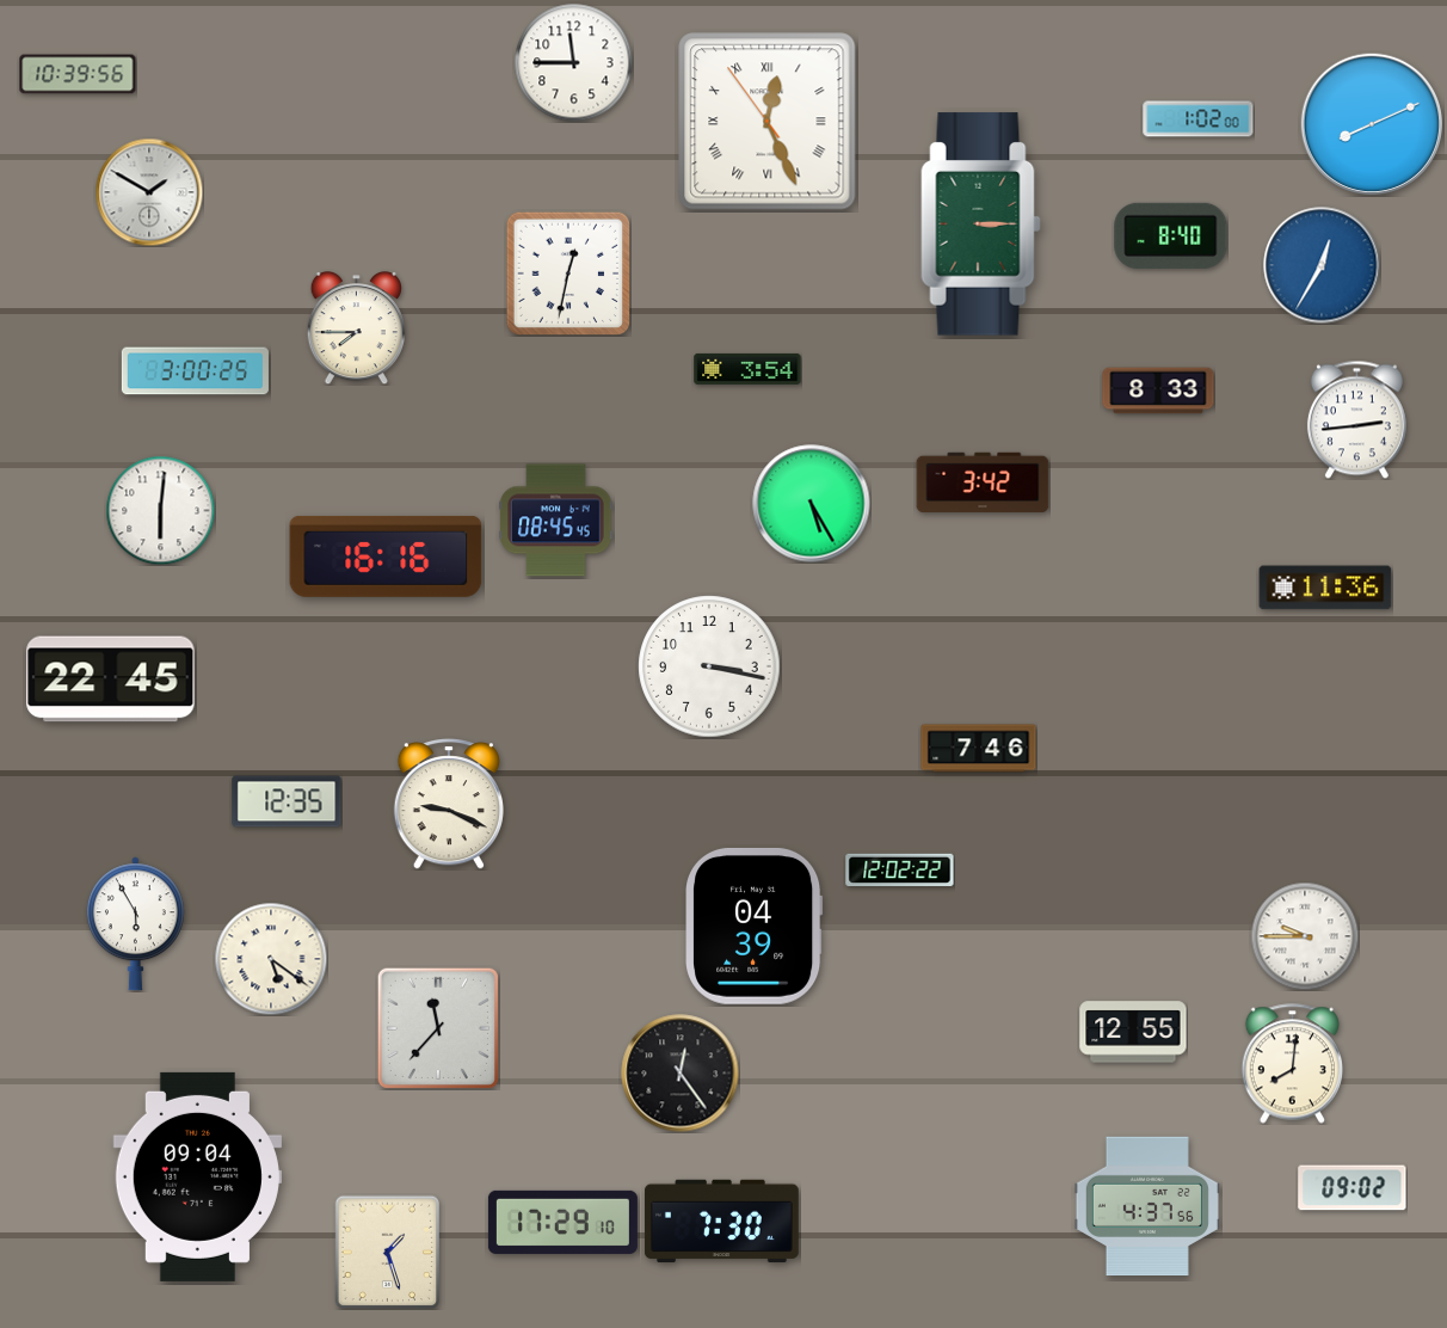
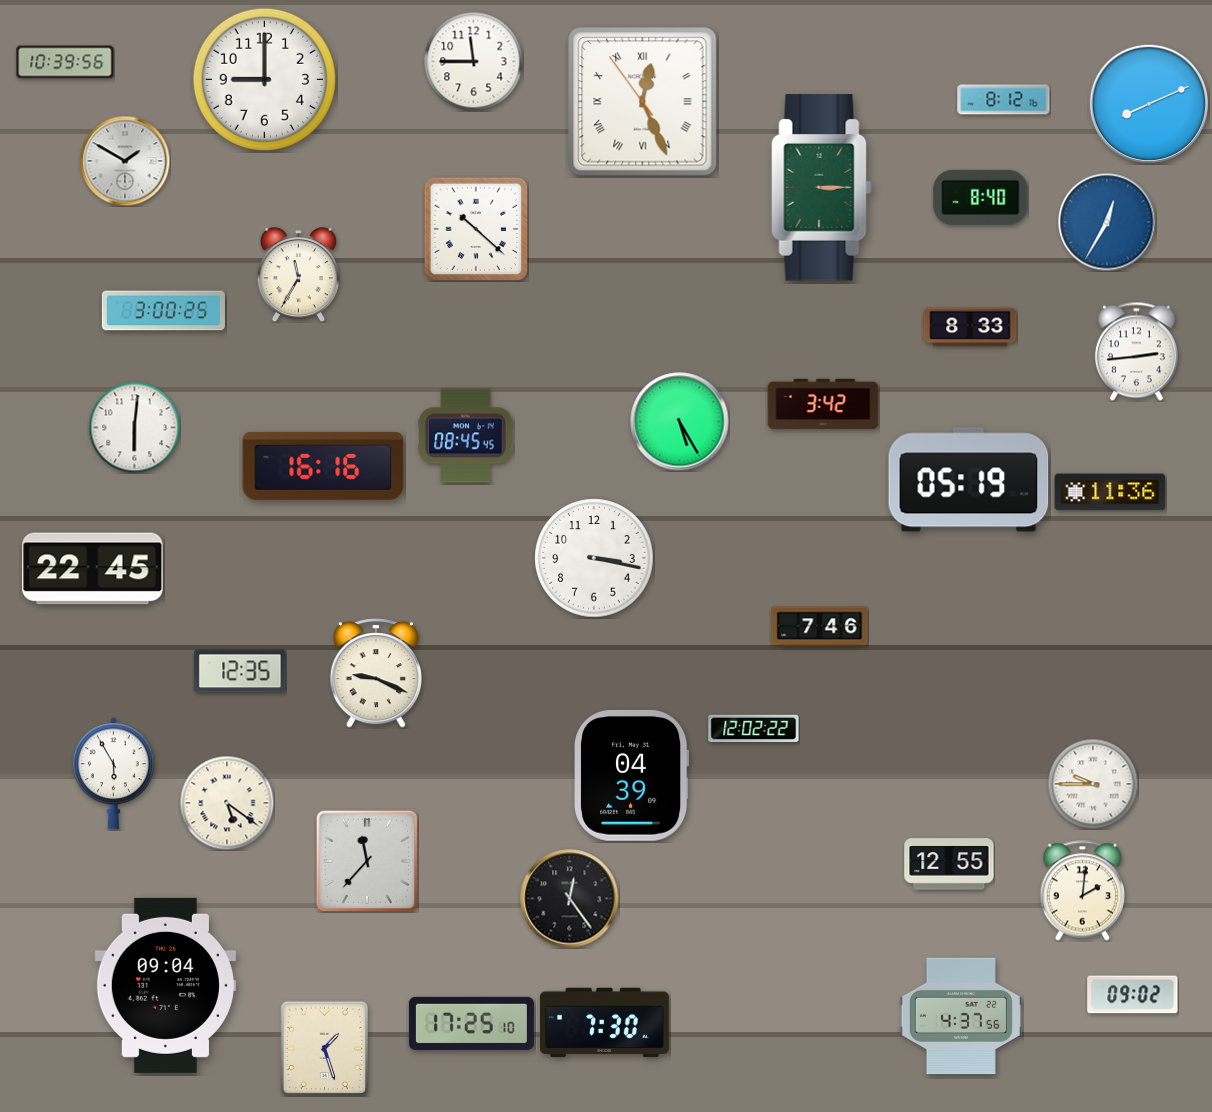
clock at (574, 63) position: (574, 63) -> (474, 62)
clock at (264, 79): none -> 9:00
clock at (1199, 119): 1:02 -> 8:12
clock at (568, 273): 12:32 -> 10:22
clock at (356, 328): 7:45 -> 11:35
clock at (747, 369): 3:54 -> none
clock at (969, 480): none -> 05:19
clock at (1292, 1064): 8:01 -> 2:01
clock at (1147, 1206) position: (1147, 1206) -> (961, 1016)
clock at (562, 1222): 17:29 -> 17:25
